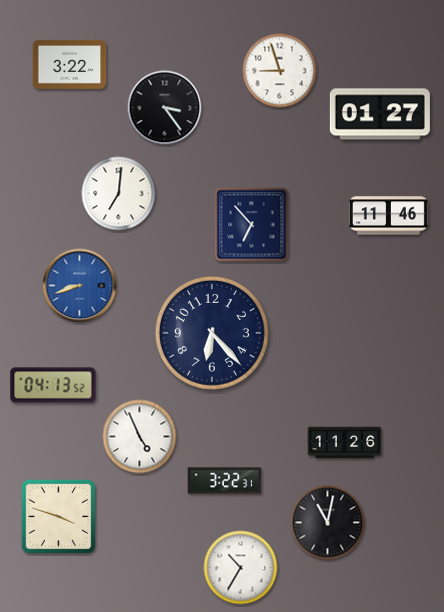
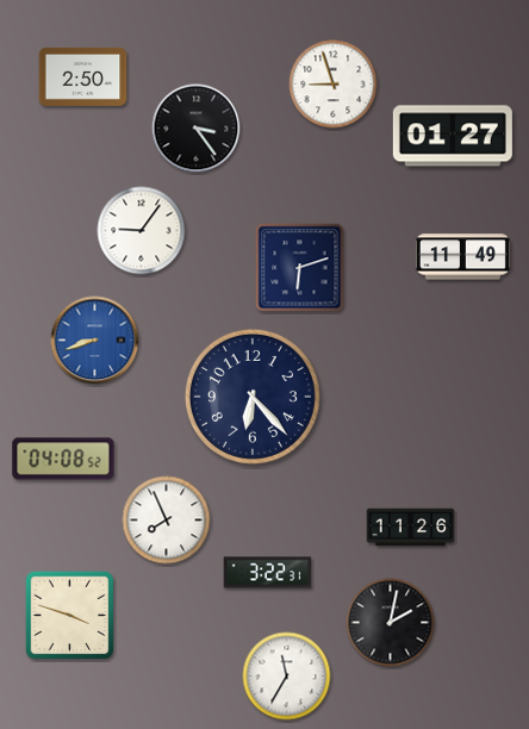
clock at (70, 64): 3:22 -> 2:50
clock at (119, 194): 7:01 -> 9:06
clock at (388, 216): 11:46 -> 11:49
clock at (252, 225): 6:53 -> 6:12
clock at (53, 385): 04:13 -> 04:08
clock at (140, 437): 4:56 -> 7:56
clock at (328, 523): 11:02 -> 2:02
clock at (241, 568): 10:35 -> 11:35
